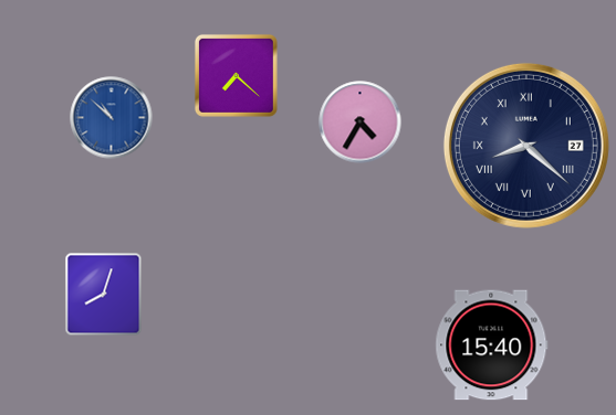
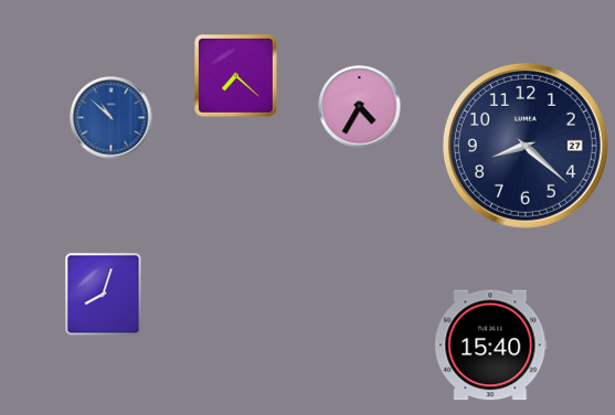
clock at (361, 123) position: (361, 123) -> (360, 107)
clock at (526, 146) numerals: Roman -> Arabic
